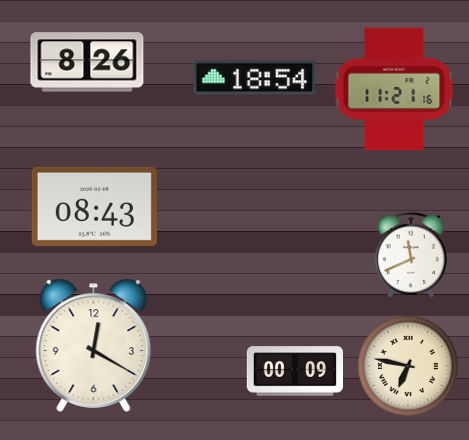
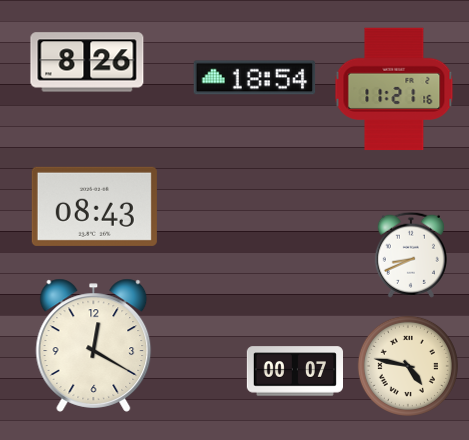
clock at (411, 255): 11:41 -> 8:41
clock at (408, 366): 6:47 -> 4:47
clock at (294, 371): 00:09 -> 00:07
